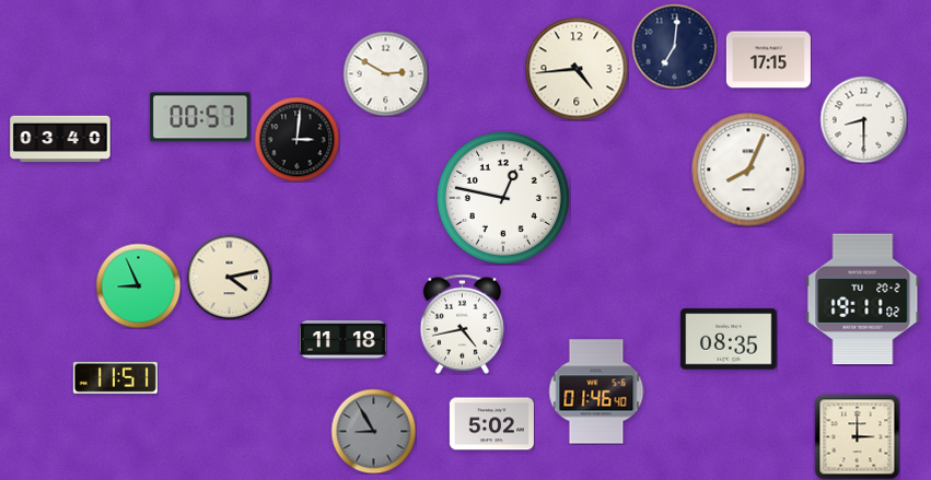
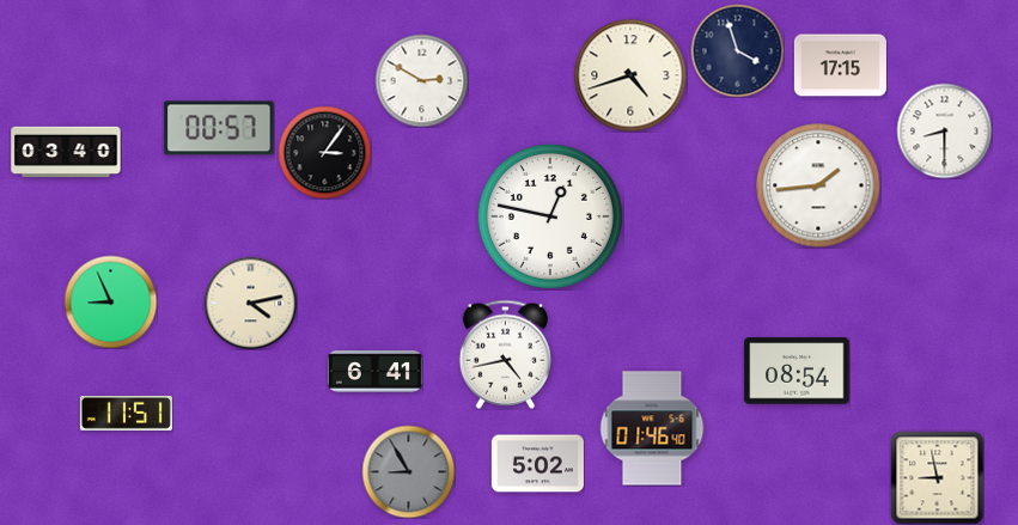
clock at (674, 46): 7:01 -> 3:57
clock at (577, 69): 4:44 -> 4:42
clock at (296, 139): 3:01 -> 3:06
clock at (748, 169): 8:04 -> 1:44
clock at (138, 285) position: (138, 285) -> (110, 301)
clock at (863, 300): 19:11 -> none
clock at (729, 339): 08:35 -> 08:54
clock at (342, 340): 11:18 -> 6:41
clock at (857, 436): 3:00 -> 8:58
